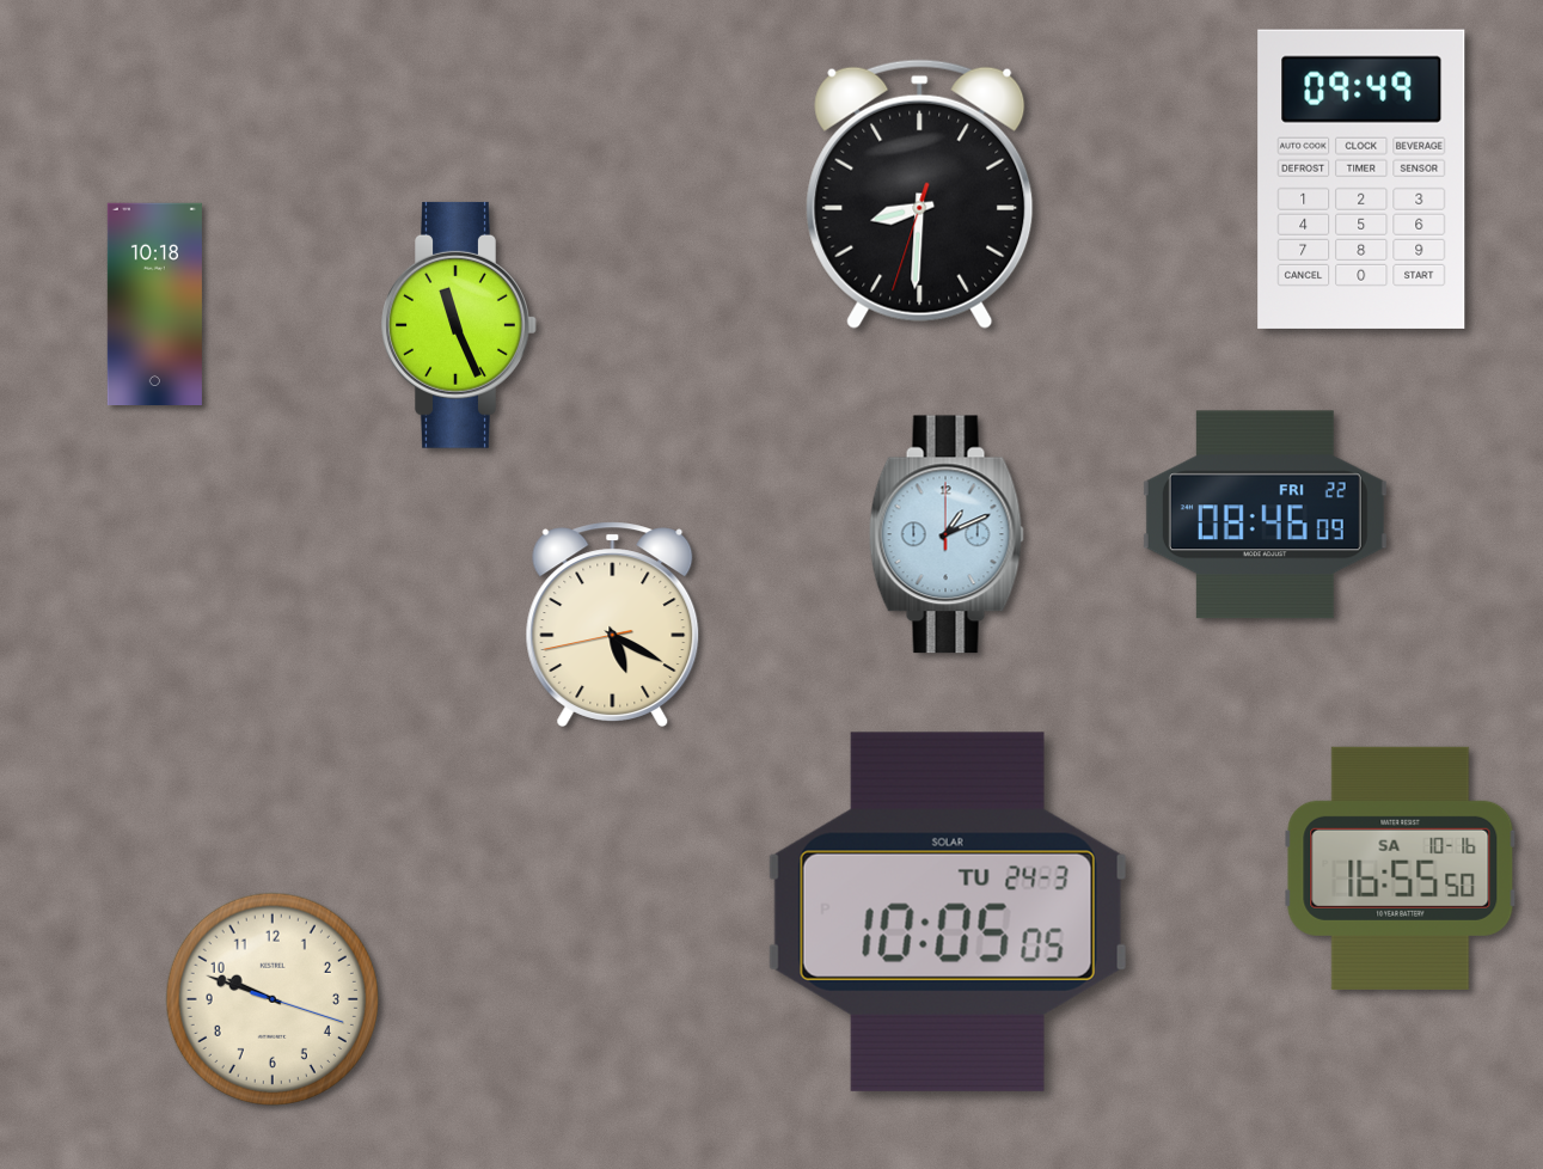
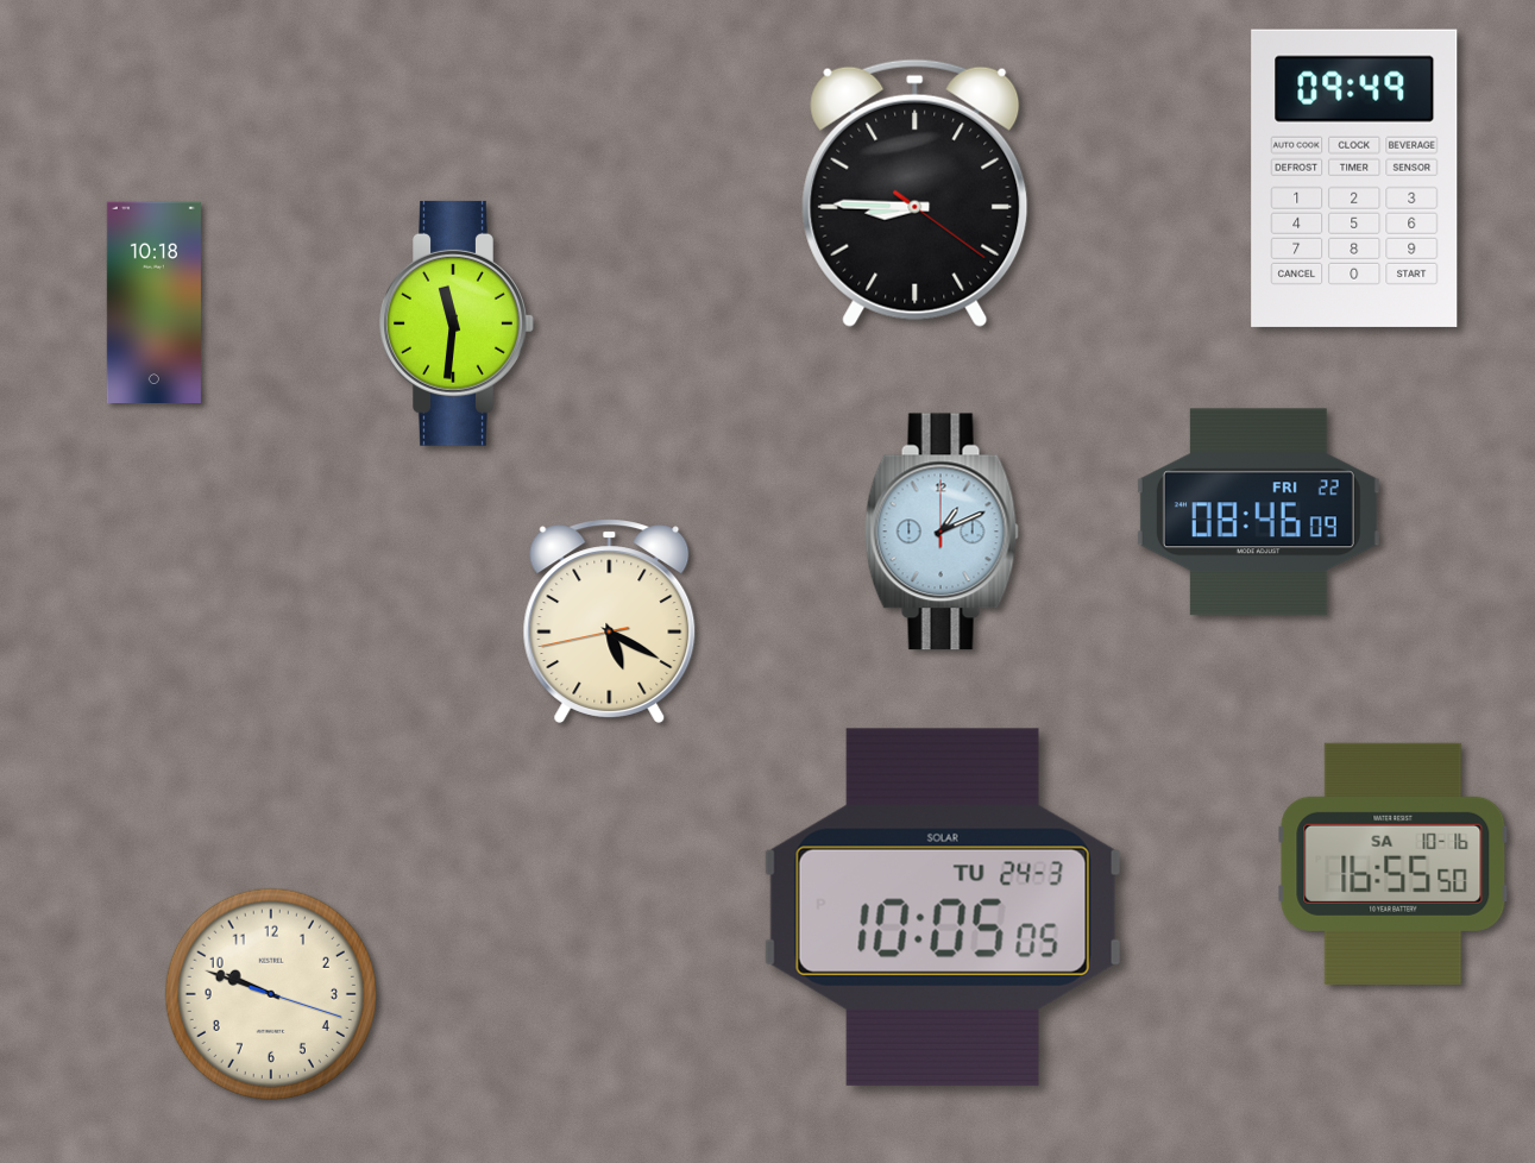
clock at (920, 194): 8:30 -> 8:45
clock at (459, 325): 11:26 -> 11:31
